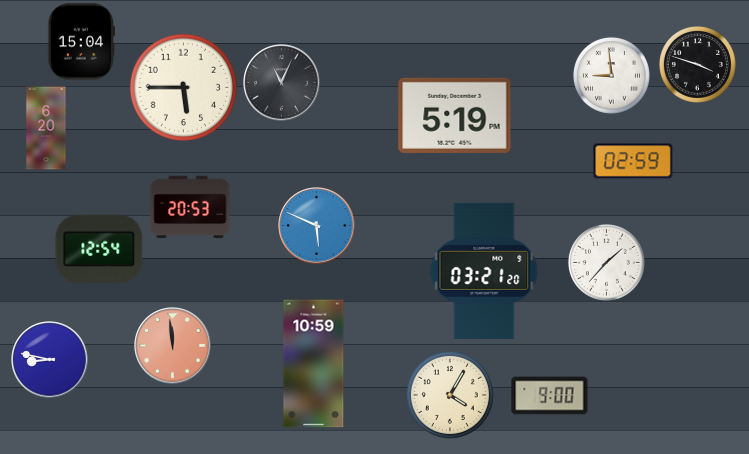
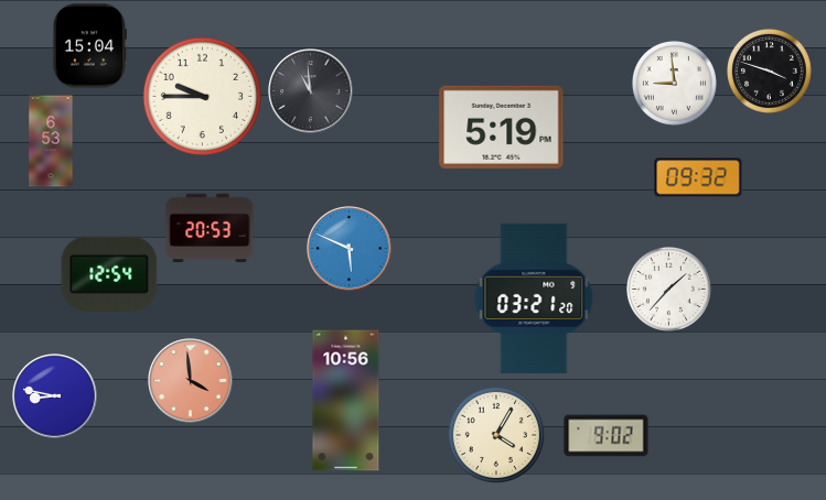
clock at (282, 83): 11:04 -> 10:59
clock at (184, 88): 5:45 -> 9:45
clock at (46, 128): 6:20 -> 6:53
clock at (633, 161): 02:59 -> 09:32
clock at (173, 346): 11:59 -> 3:59
clock at (314, 364): 10:59 -> 10:56
clock at (550, 396): 9:00 -> 9:02
